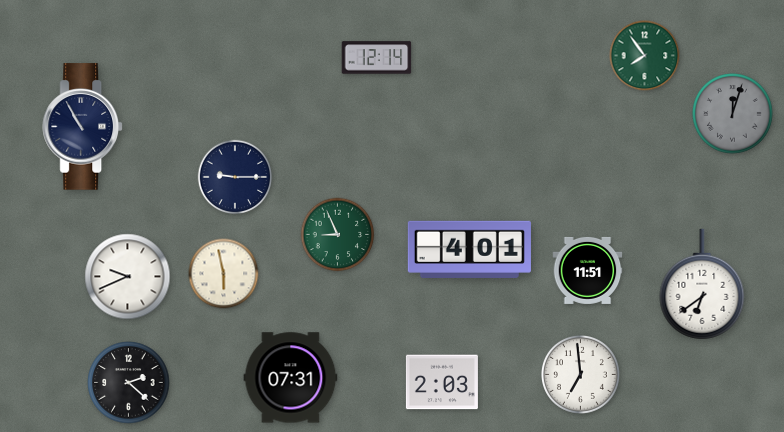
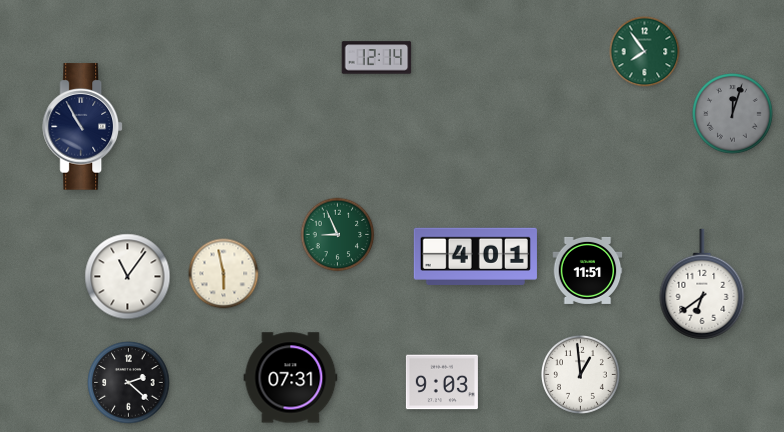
clock at (645, 56) position: (645, 56) -> (645, 52)
clock at (235, 177): 9:15 -> none
clock at (469, 249) position: (469, 249) -> (475, 256)
clock at (128, 277): 9:41 -> 11:06
clock at (580, 374): 6:59 -> 12:59
clock at (442, 382): 2:03 -> 9:03
